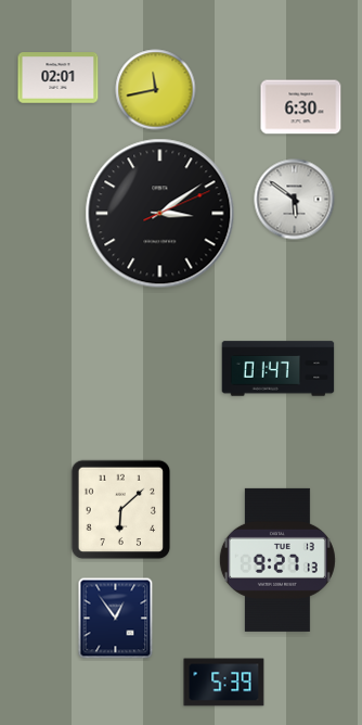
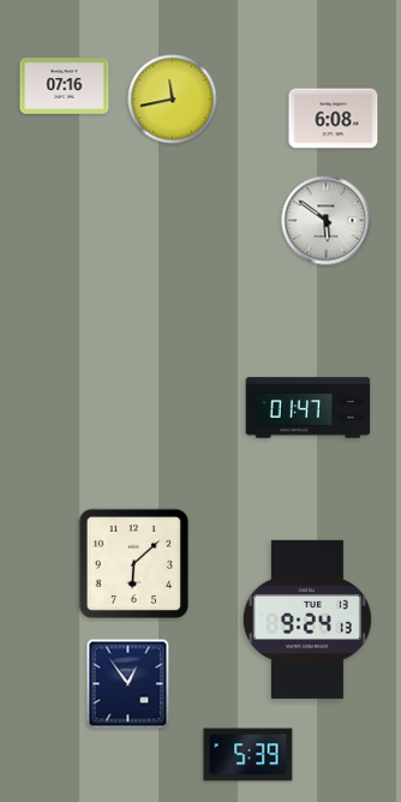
clock at (59, 78): 02:01 -> 07:16
clock at (301, 107): 6:30 -> 6:08
clock at (160, 214): 3:09 -> none
clock at (277, 560): 9:27 -> 9:24
